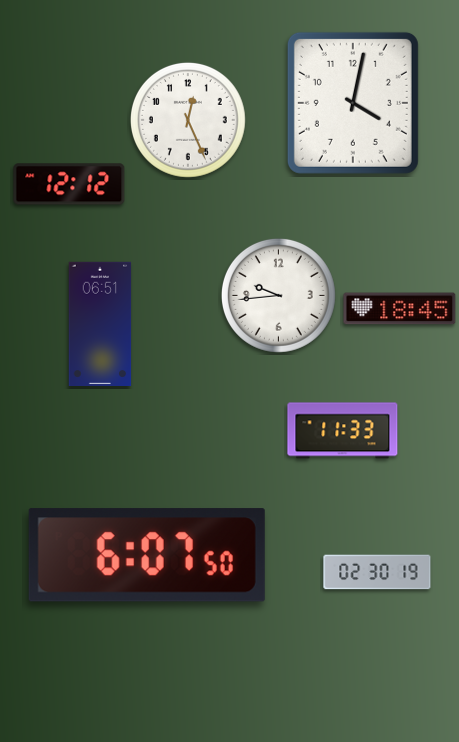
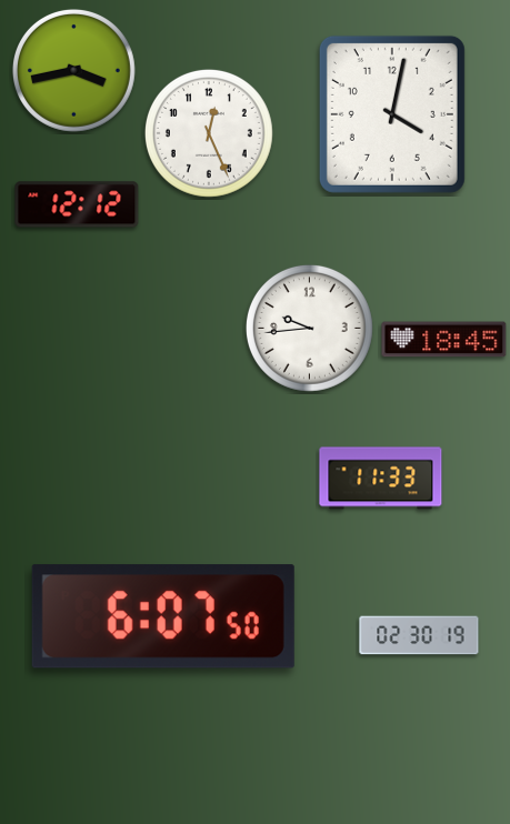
clock at (73, 70): none -> 3:43
clock at (400, 309) position: (400, 309) -> (444, 340)
clock at (100, 323): 06:51 -> none
